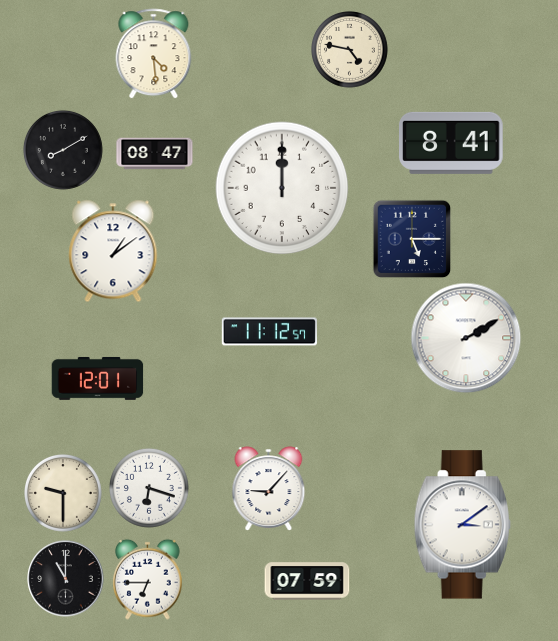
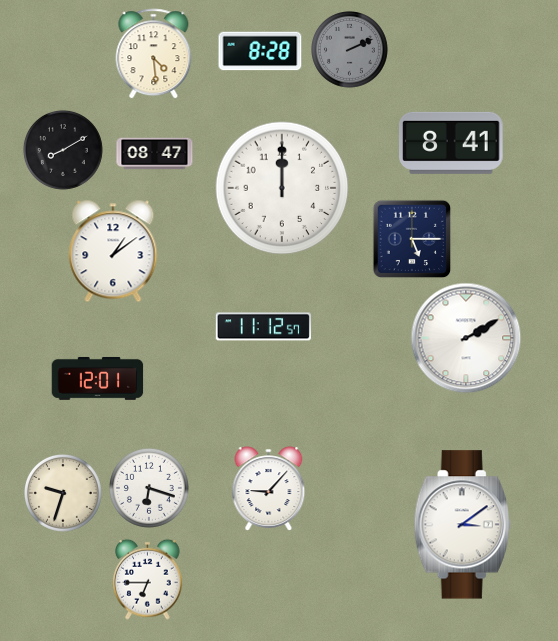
clock at (350, 50): 4:47 -> 2:11
clock at (350, 50) dial: cream -> grey
clock at (260, 51): none -> 8:28
clock at (269, 332) position: (269, 332) -> (263, 327)
clock at (64, 494): 9:30 -> 9:33
clock at (66, 579): 11:00 -> none
clock at (307, 581): 07:59 -> none
